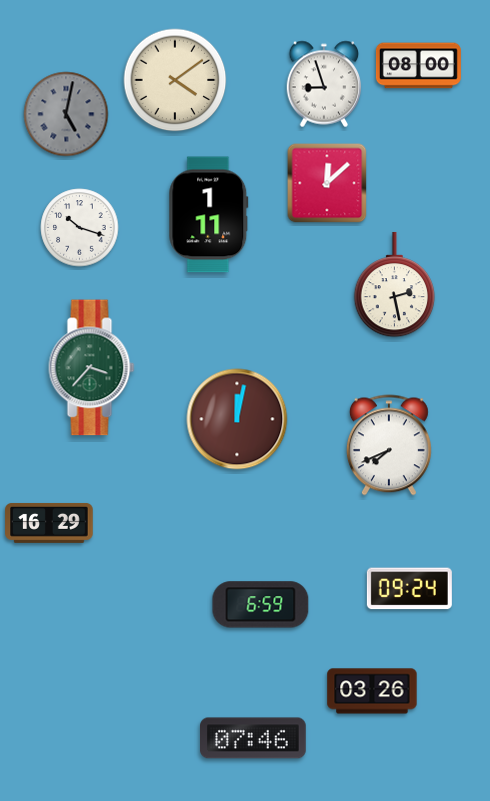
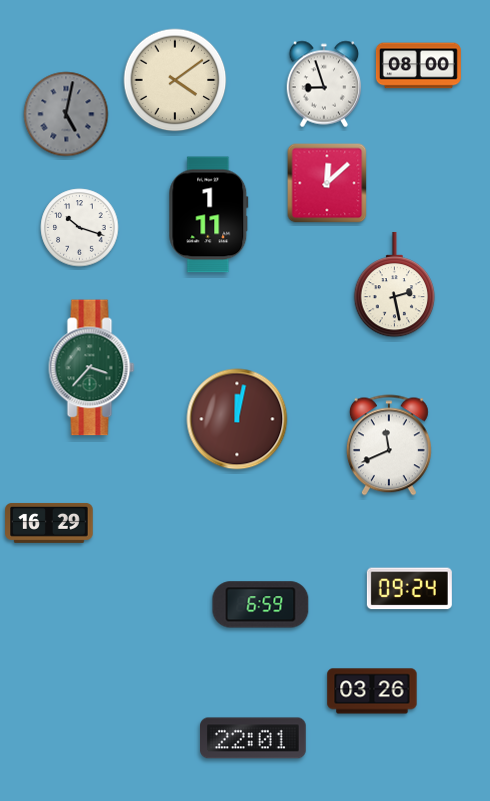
clock at (389, 445): 7:41 -> 11:41
clock at (254, 738): 07:46 -> 22:01
